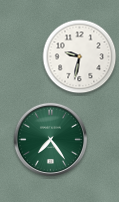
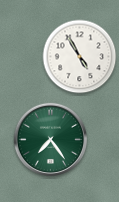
clock at (80, 57): 9:32 -> 4:55
